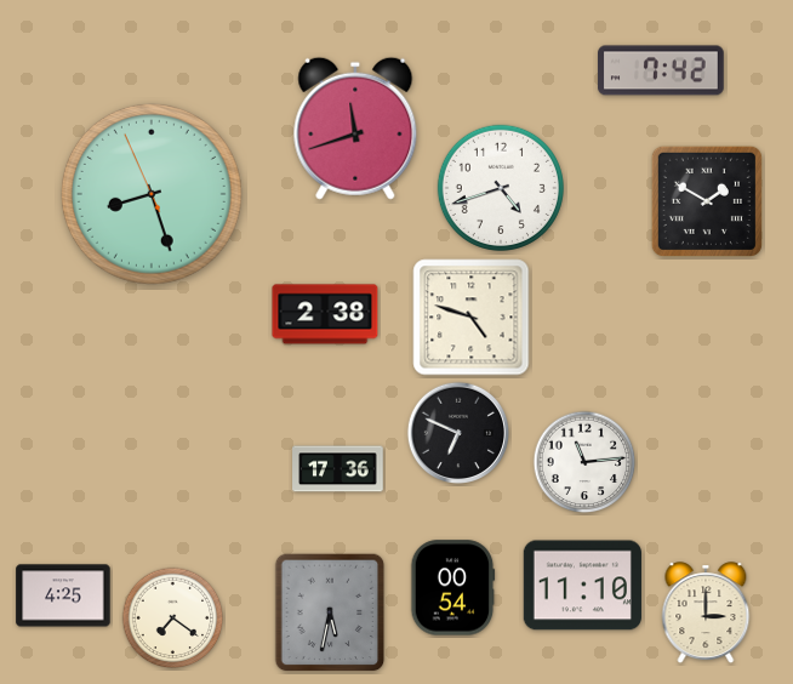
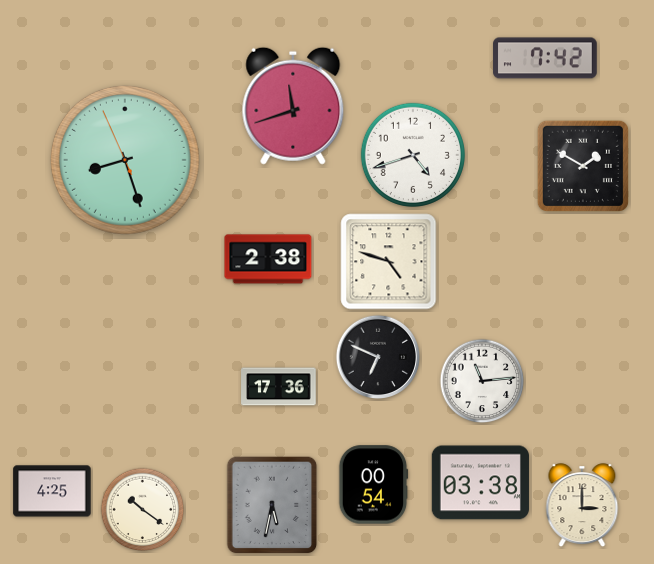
clock at (582, 586): 11:10 -> 03:38
clock at (173, 619): 7:21 -> 10:21
